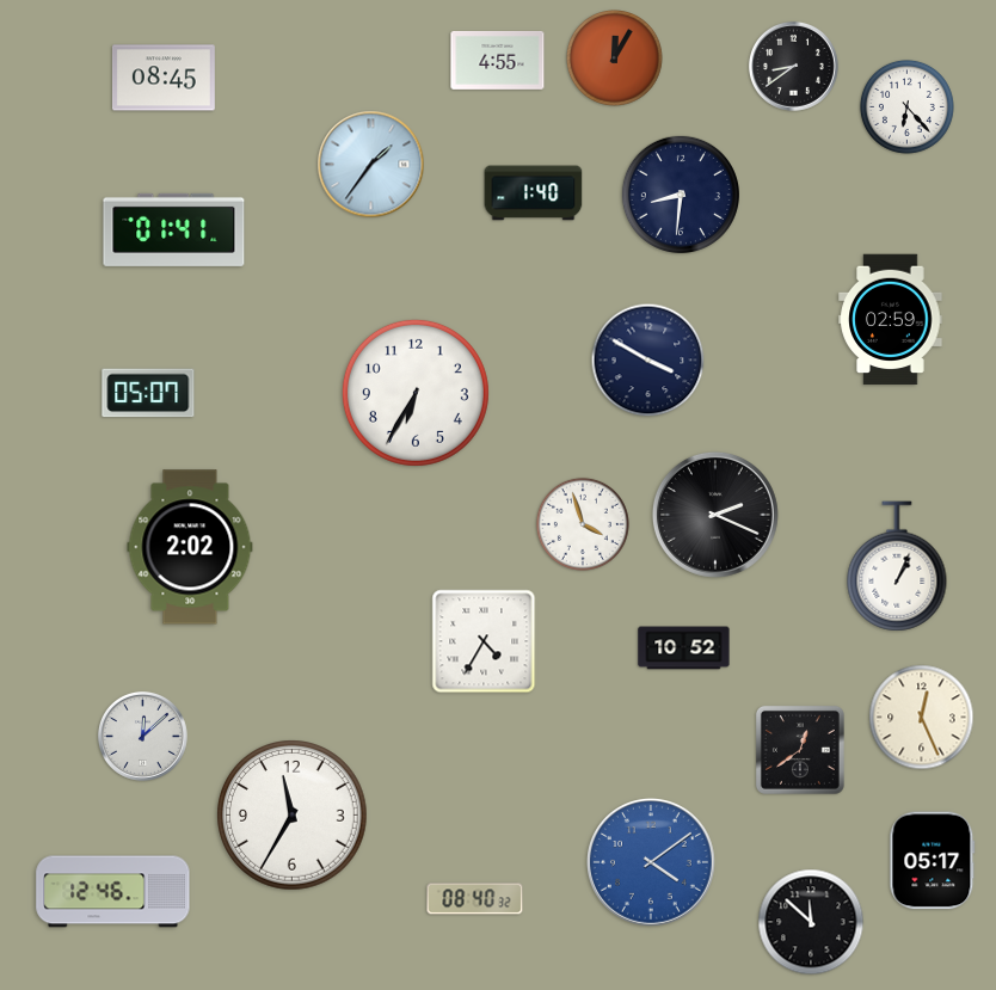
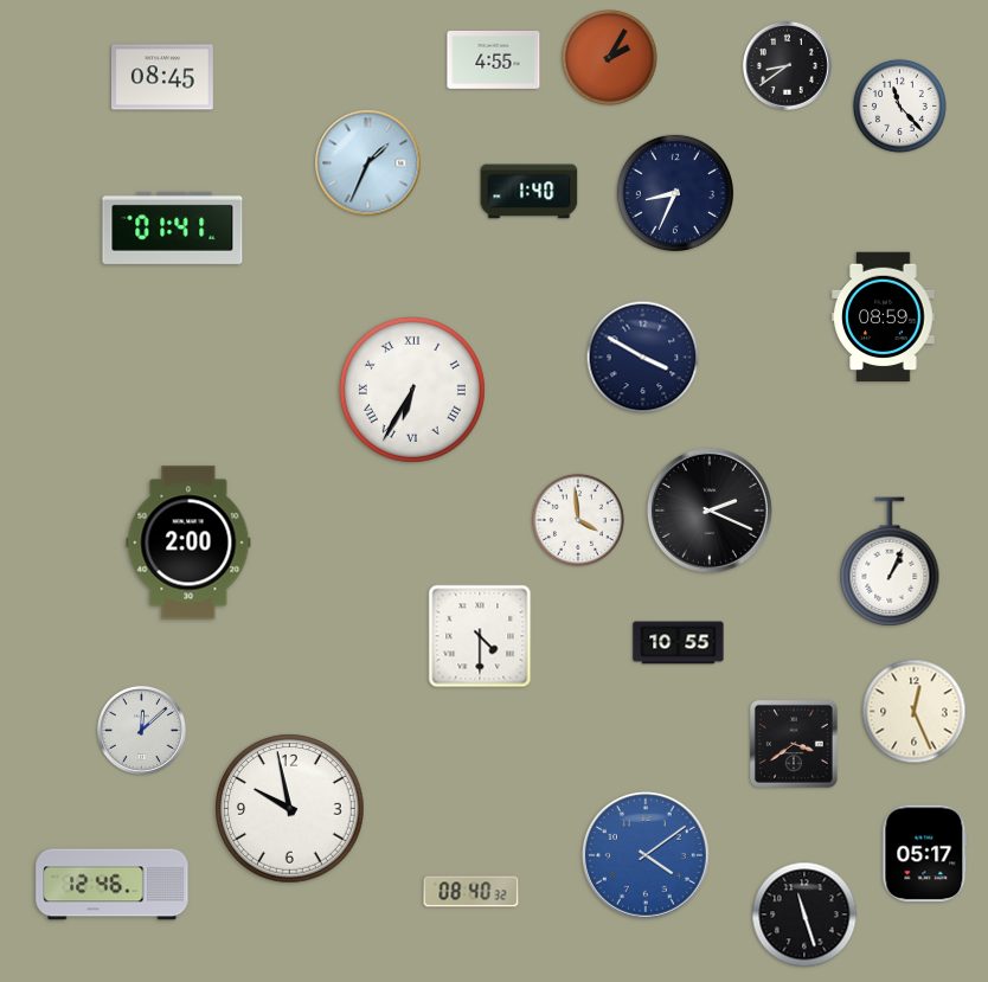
clock at (615, 59): 12:05 -> 2:05
clock at (906, 106): 6:23 -> 11:23
clock at (371, 165): 1:36 -> 1:34
clock at (681, 195): 8:31 -> 8:34
clock at (891, 320): 02:59 -> 08:59
clock at (148, 393): 05:07 -> none
clock at (416, 393) numerals: Arabic -> Roman
clock at (583, 524): 3:57 -> 3:59
clock at (190, 547): 2:02 -> 2:00
clock at (484, 641): 4:35 -> 4:30
clock at (684, 648): 10:52 -> 10:55
clock at (800, 750): 12:39 -> 3:39
clock at (293, 816): 11:35 -> 9:58
clock at (811, 922): 11:52 -> 11:27
